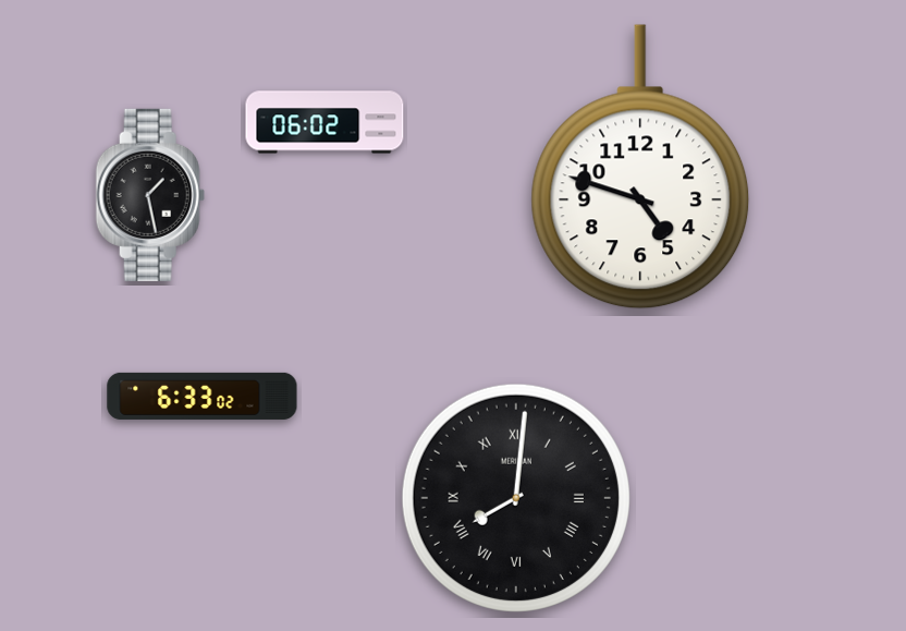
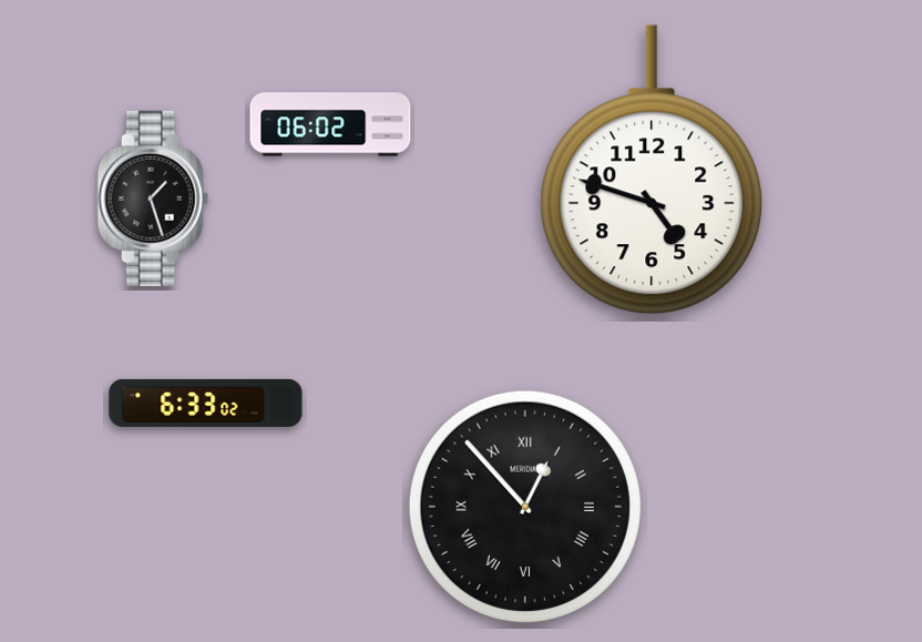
clock at (150, 195): 1:28 -> 1:27
clock at (516, 498): 8:01 -> 12:53
